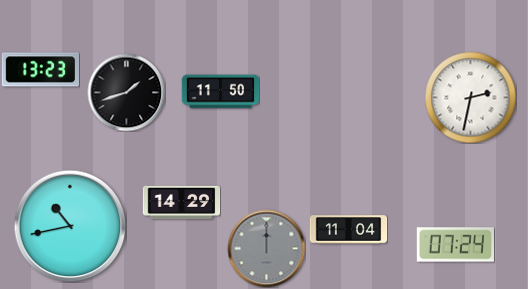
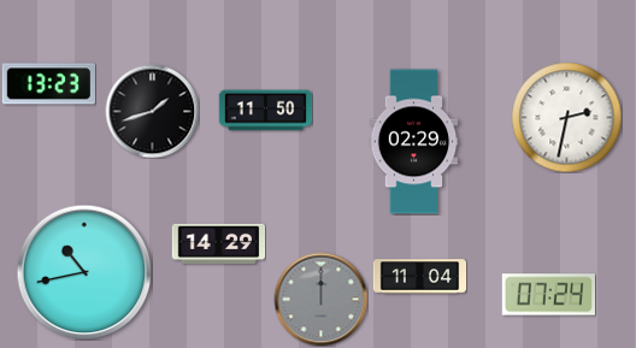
clock at (414, 142): none -> 02:29
